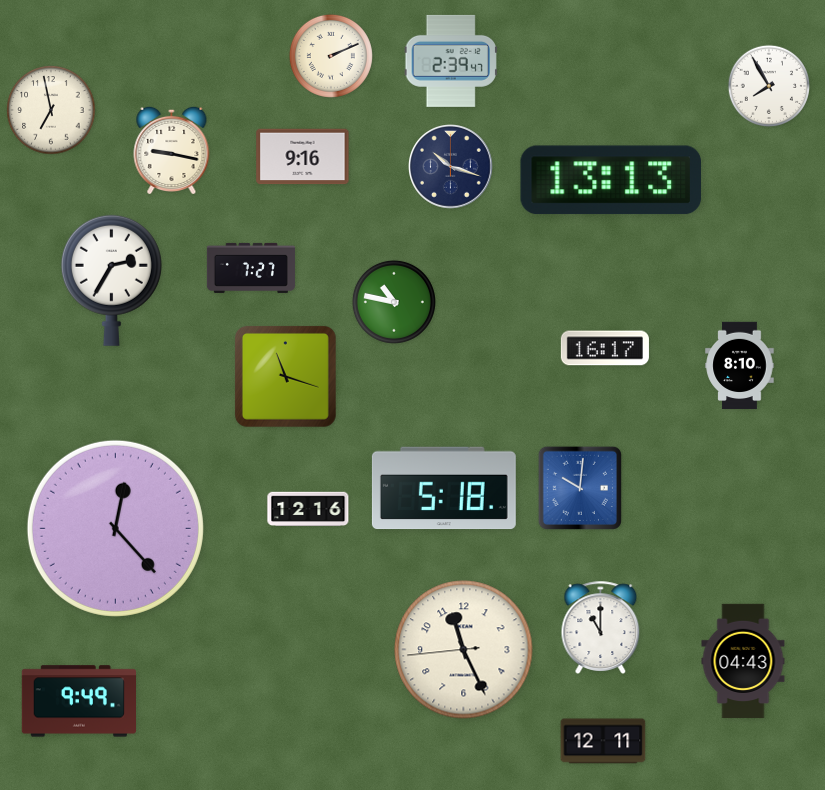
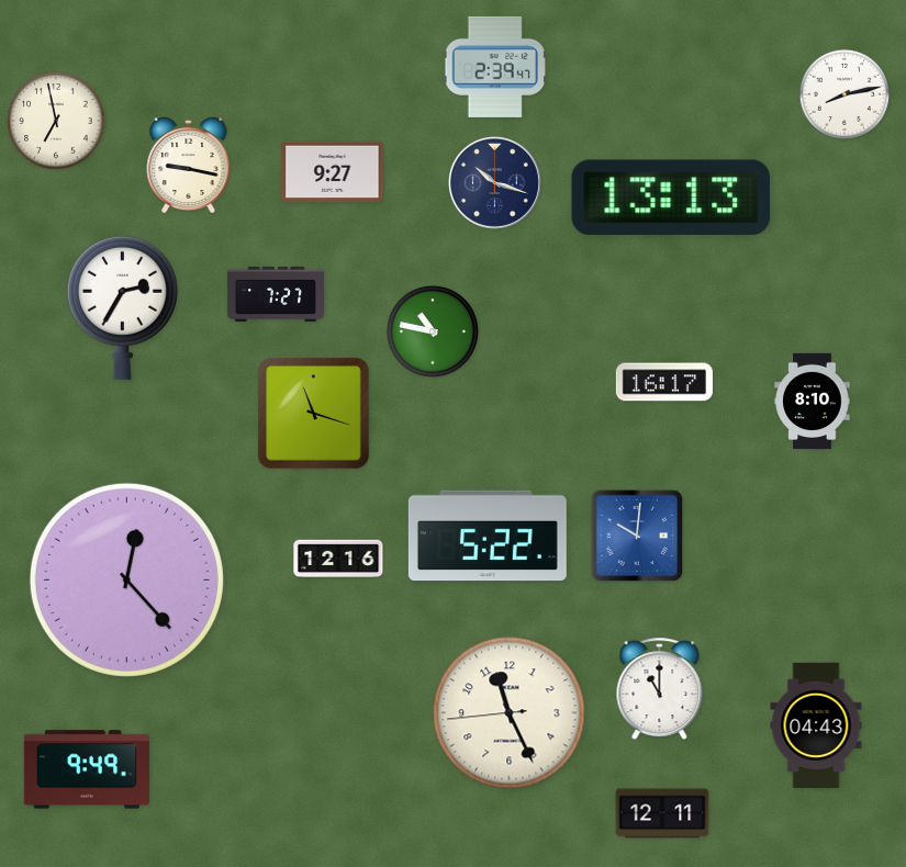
clock at (331, 56): 2:11 -> none
clock at (769, 86): 7:55 -> 8:13
clock at (303, 157): 9:16 -> 9:27
clock at (444, 488): 5:18 -> 5:22
